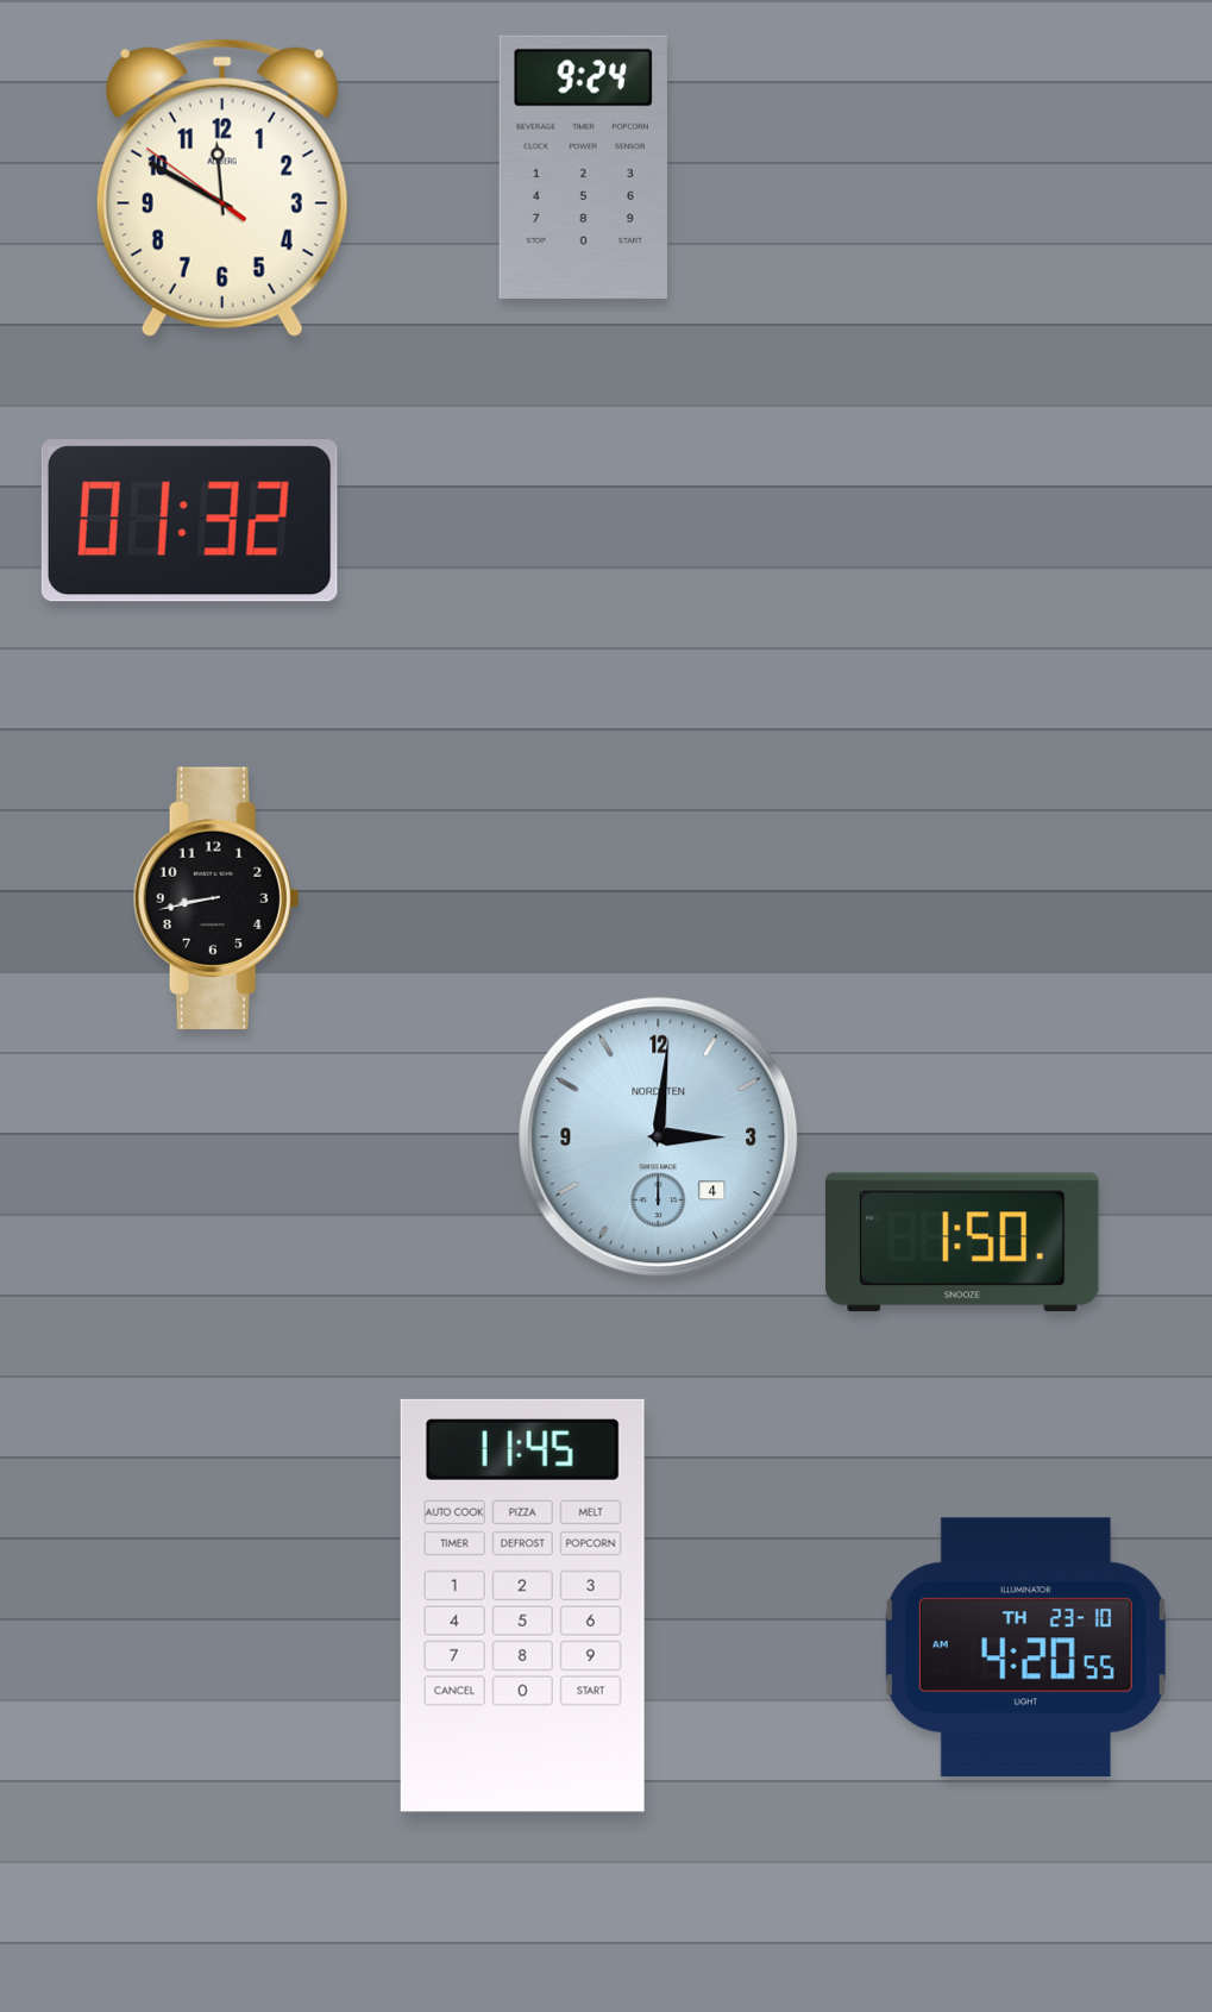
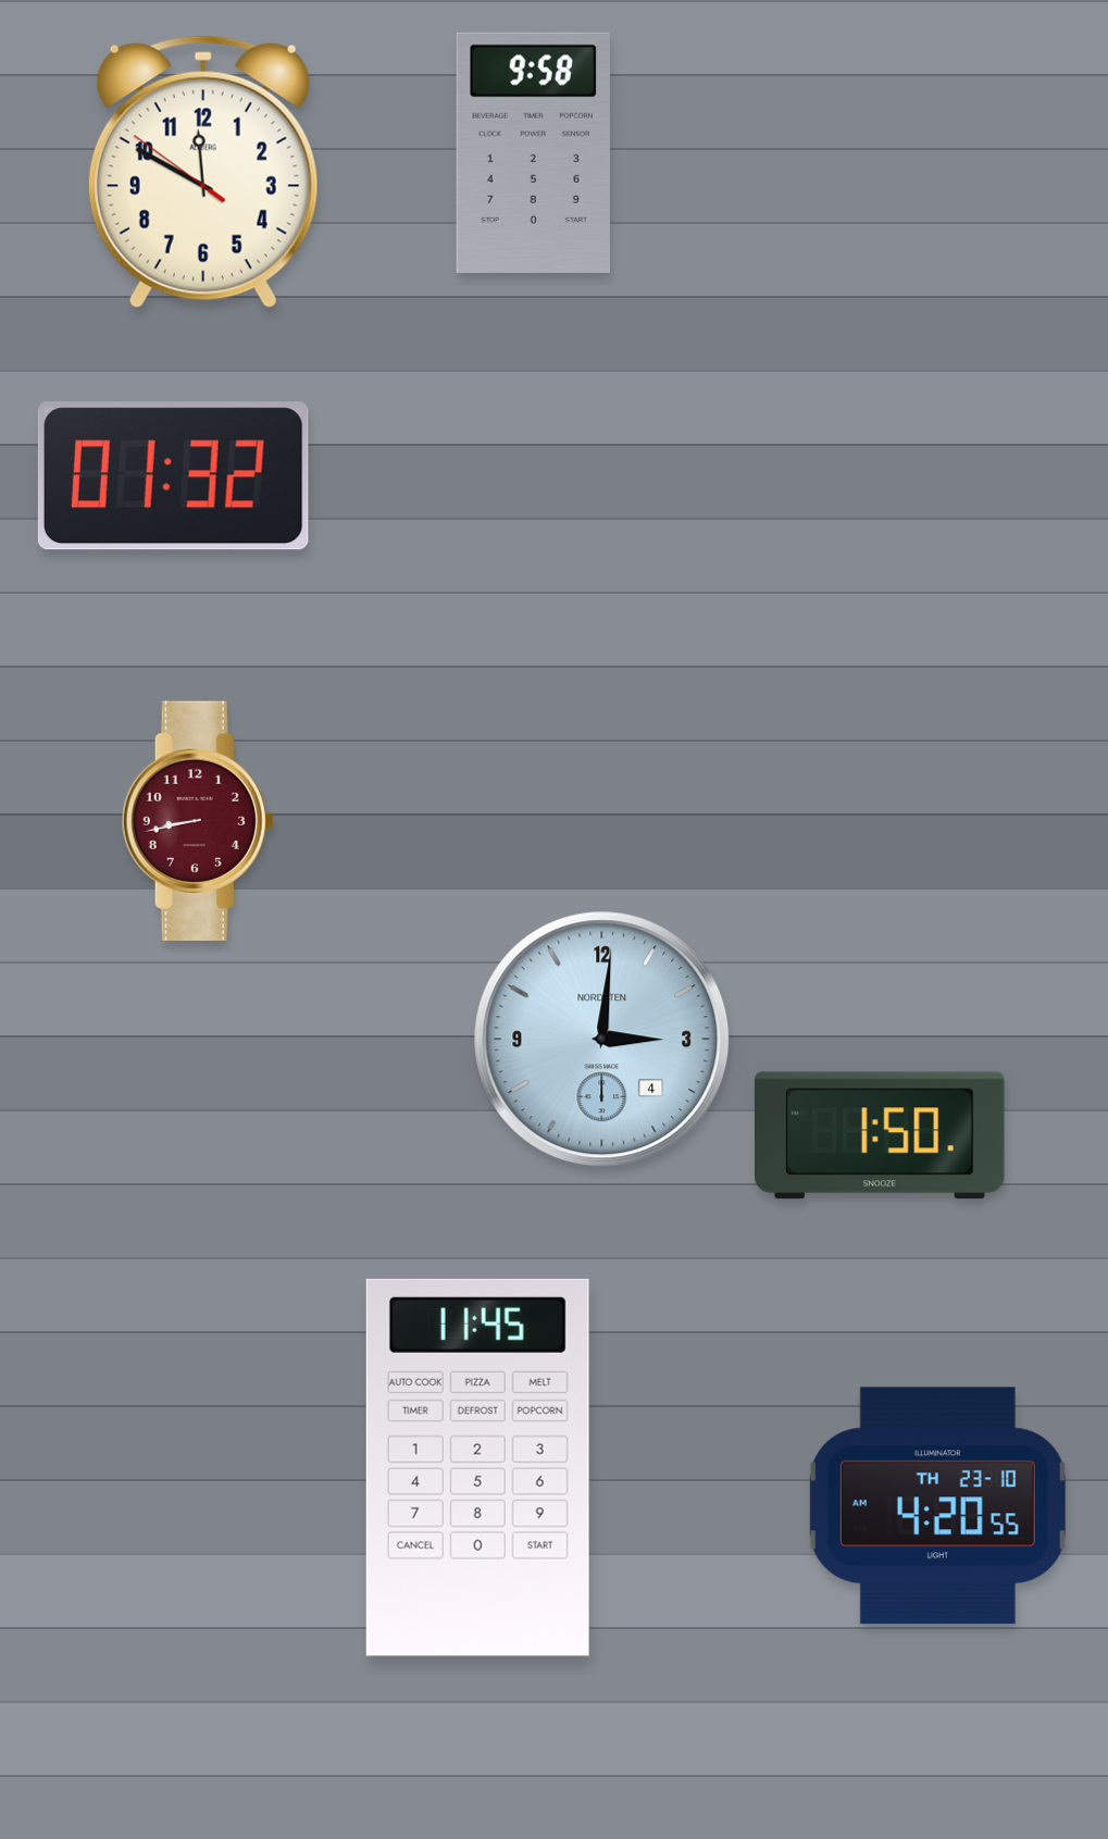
clock at (583, 167): 9:24 -> 9:58
clock at (216, 897) dial: black -> burgundy
